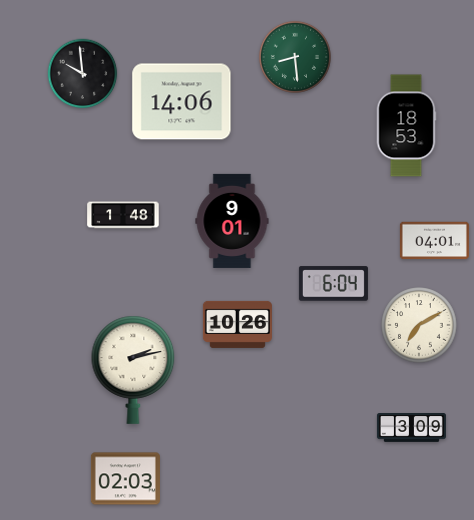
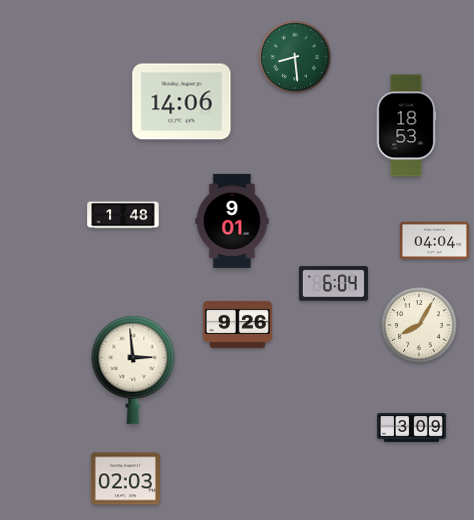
clock at (83, 74): 9:59 -> none
clock at (434, 241): 04:01 -> 04:04
clock at (237, 324): 10:26 -> 9:26
clock at (419, 325): 7:10 -> 8:05
clock at (133, 370): 2:13 -> 2:59
